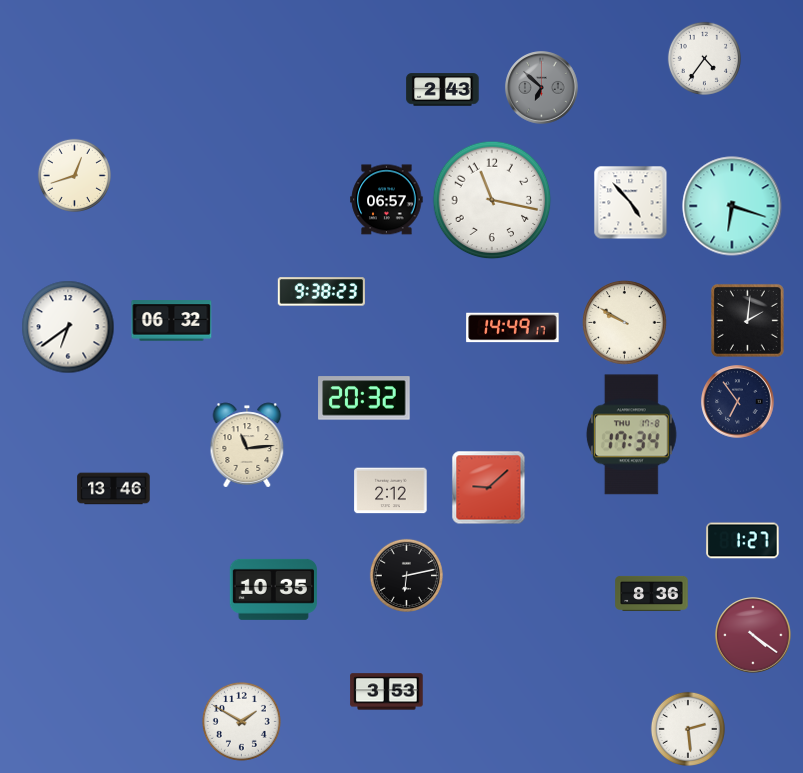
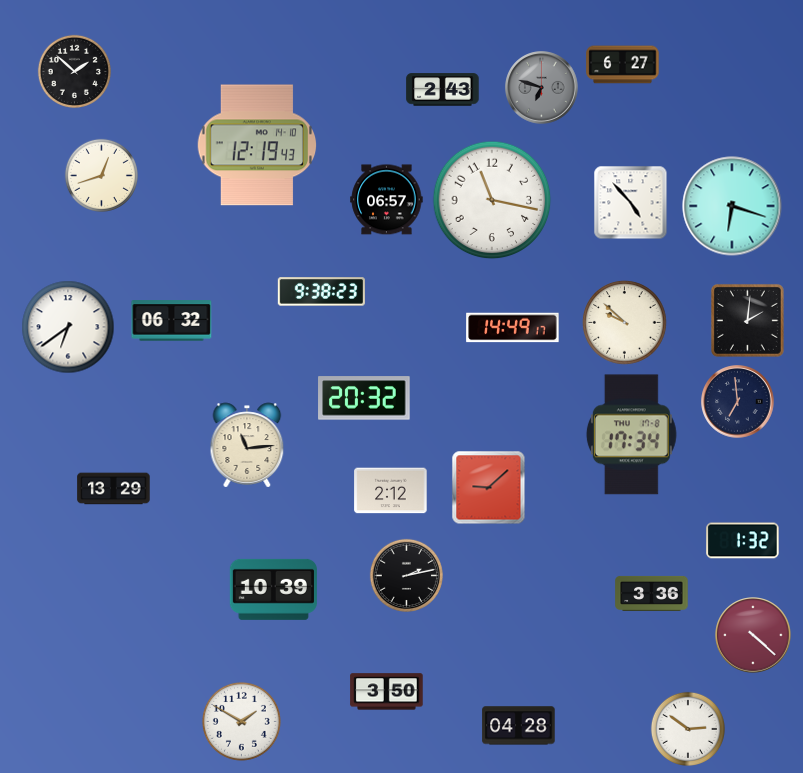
clock at (704, 58): 4:36 -> none
clock at (623, 65): none -> 6:27
clock at (74, 71): none -> 1:52
clock at (542, 88): 6:52 -> 6:48
clock at (257, 145): none -> 12:19
clock at (74, 175) position: (74, 175) -> (101, 175)
clock at (625, 323): 9:50 -> 9:52
clock at (738, 402): 6:54 -> 6:59
clock at (114, 489): 13:46 -> 13:29
clock at (743, 541): 1:27 -> 1:32
clock at (406, 575): 6:13 -> 2:13
clock at (273, 589): 10:35 -> 10:39
clock at (652, 593): 8:36 -> 3:36
clock at (753, 635): 4:21 -> 4:22
clock at (387, 692): 3:53 -> 3:50
clock at (519, 726): none -> 04:28
clock at (688, 729): 2:29 -> 2:51
